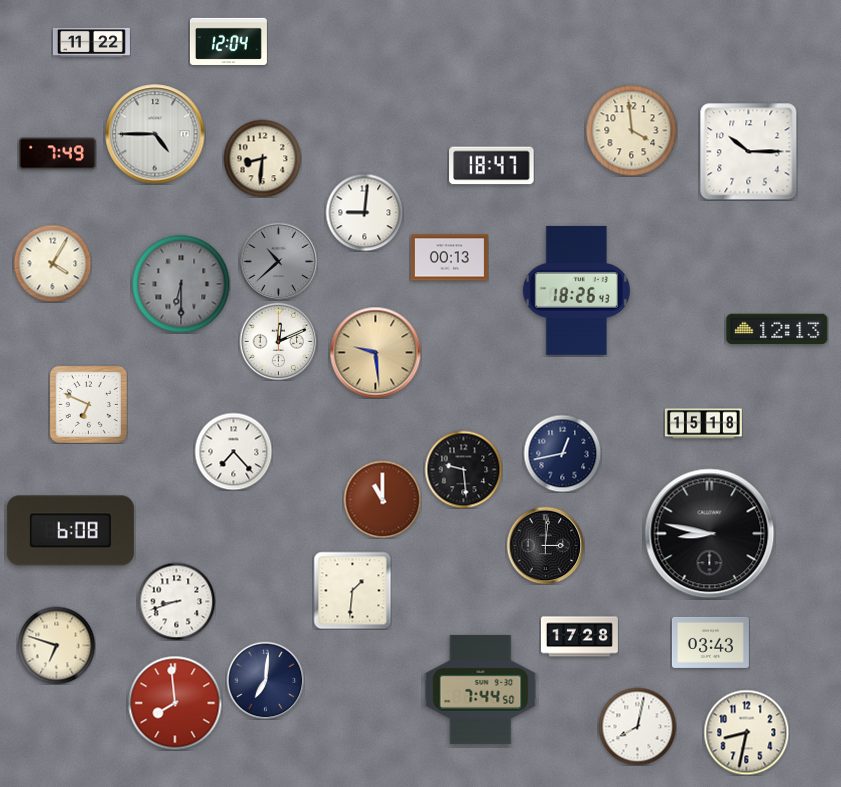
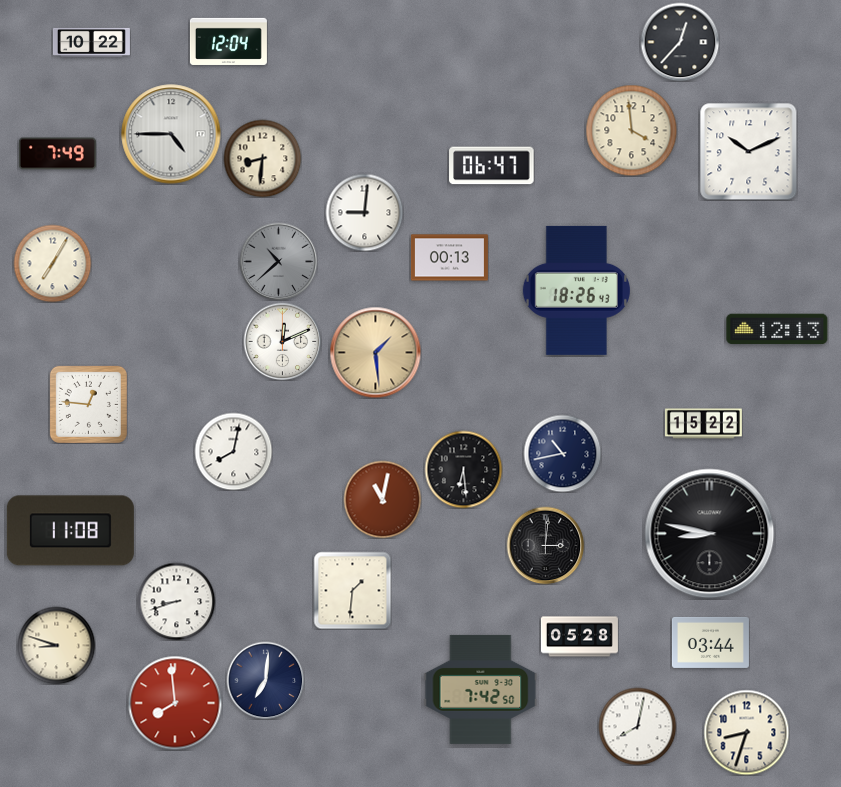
clock at (91, 42): 11:22 -> 10:22
clock at (680, 42): none -> 12:37
clock at (155, 134) position: (155, 134) -> (171, 134)
clock at (749, 152): 10:15 -> 10:11
clock at (492, 166): 18:47 -> 06:47
clock at (52, 263): 4:05 -> 7:05
clock at (181, 284): 6:30 -> none
clock at (278, 341) position: (278, 341) -> (282, 341)
clock at (375, 352): 9:29 -> 1:29
clock at (88, 404): 6:49 -> 12:46
clock at (703, 424): 15:18 -> 15:22
clock at (233, 451): 7:23 -> 8:02
clock at (562, 453): 12:43 -> 10:43
clock at (463, 469): 9:29 -> 6:29
clock at (382, 499): 11:00 -> 11:02
clock at (70, 531): 6:08 -> 11:08
clock at (579, 637): 17:28 -> 05:28
clock at (710, 642): 03:43 -> 03:44
clock at (56, 645): 6:48 -> 8:48
clock at (481, 689): 7:44 -> 7:42
clock at (746, 732): 8:32 -> 8:33
